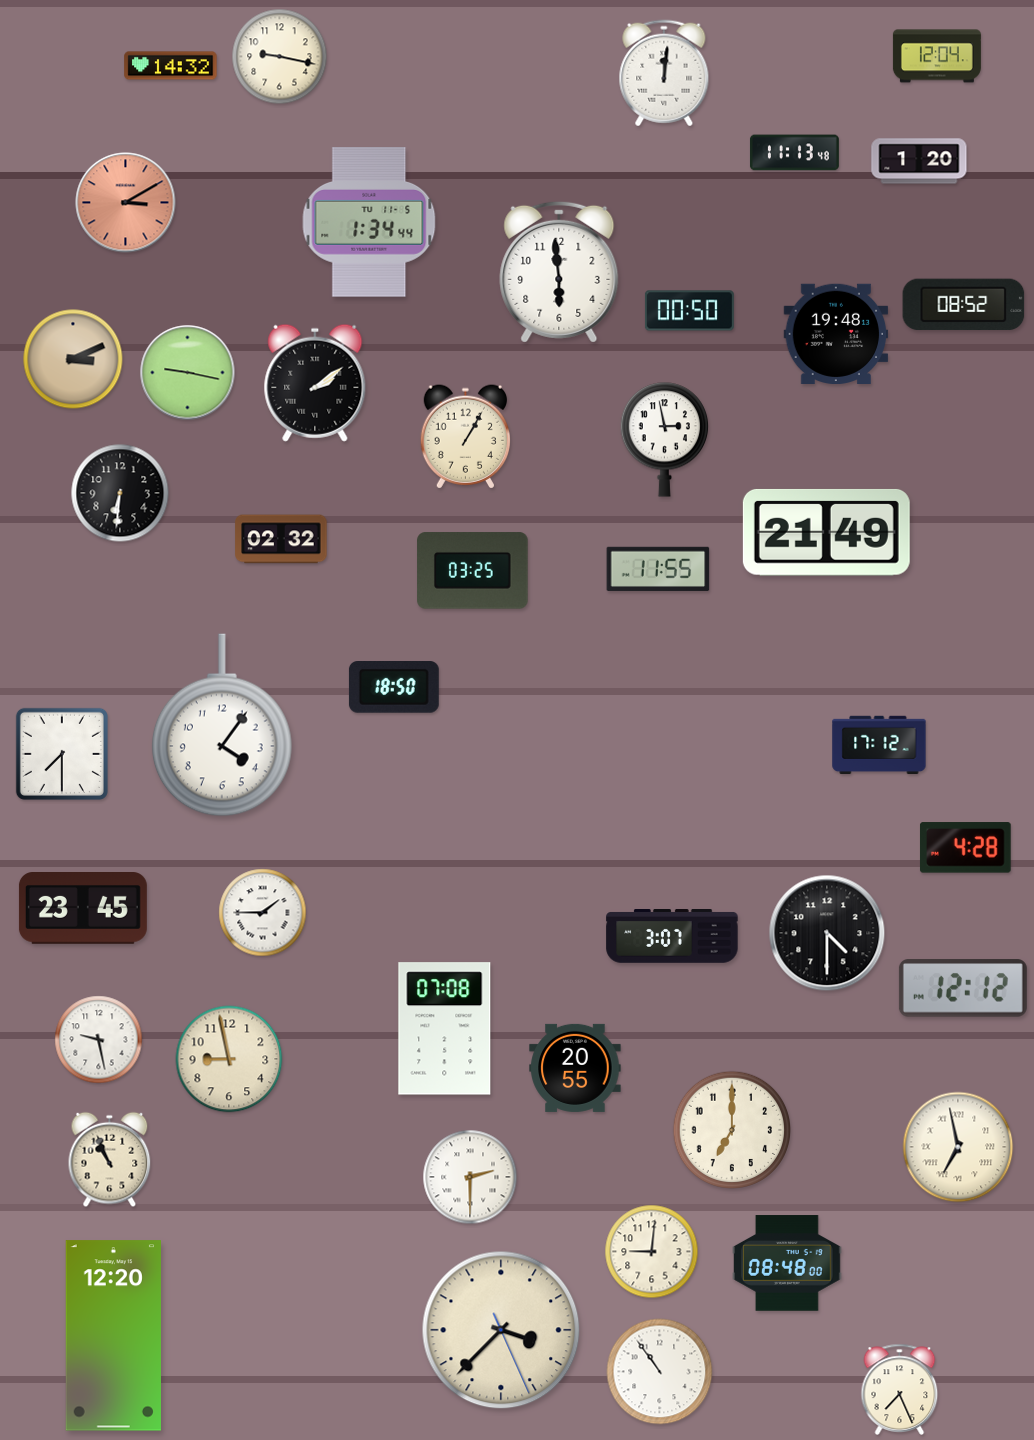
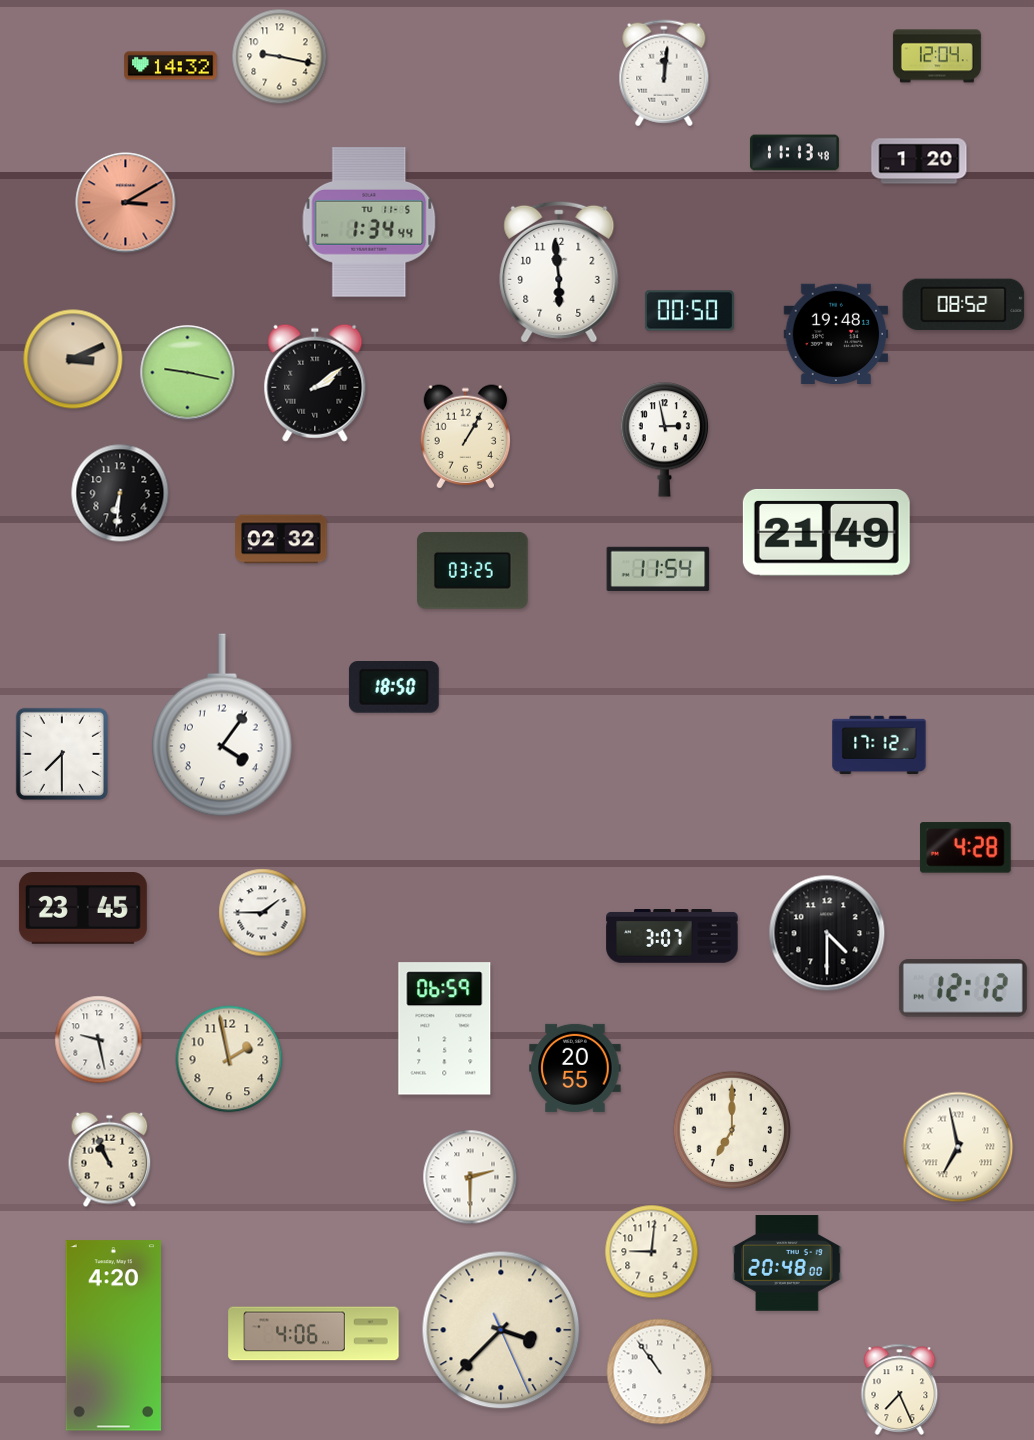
clock at (658, 569): 11:55 -> 11:54
clock at (445, 1029): 07:08 -> 06:59
clock at (229, 1059): 8:58 -> 1:58
clock at (787, 1263): 08:48 -> 20:48
clock at (314, 1334): none -> 4:06
clock at (113, 1336): 12:20 -> 4:20
